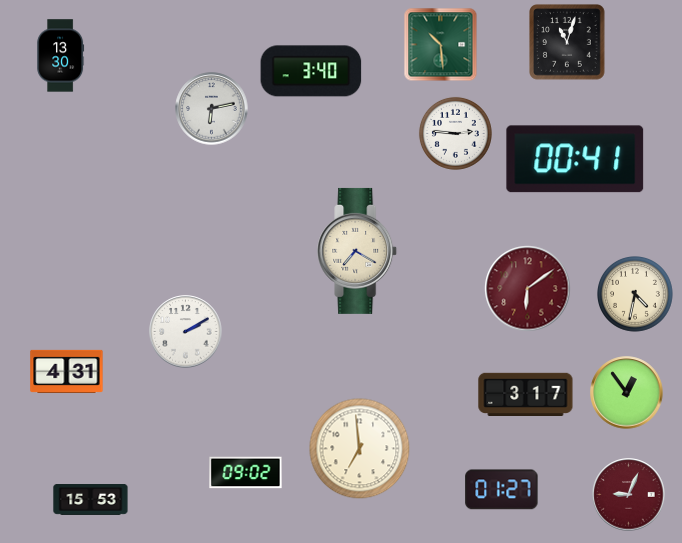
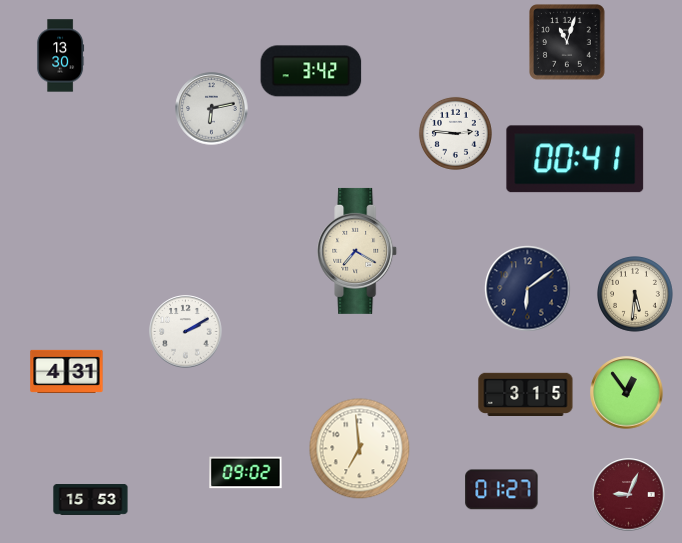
clock at (441, 45): 10:29 -> none
clock at (311, 71): 3:40 -> 3:42
clock at (528, 289) dial: burgundy -> navy
clock at (636, 295): 4:32 -> 5:31
clock at (526, 394): 3:17 -> 3:15
